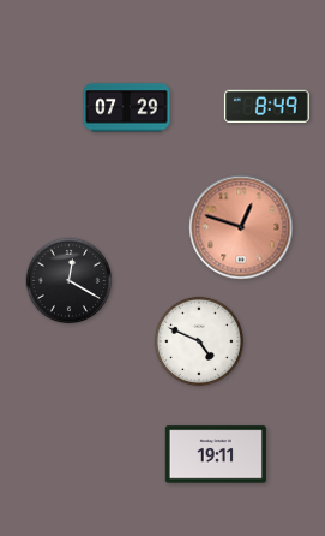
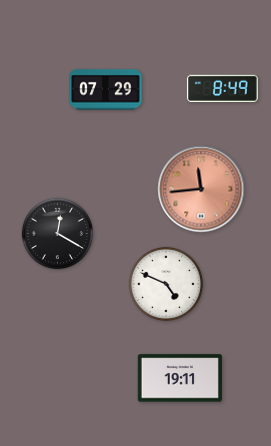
clock at (241, 227): 12:48 -> 11:44
